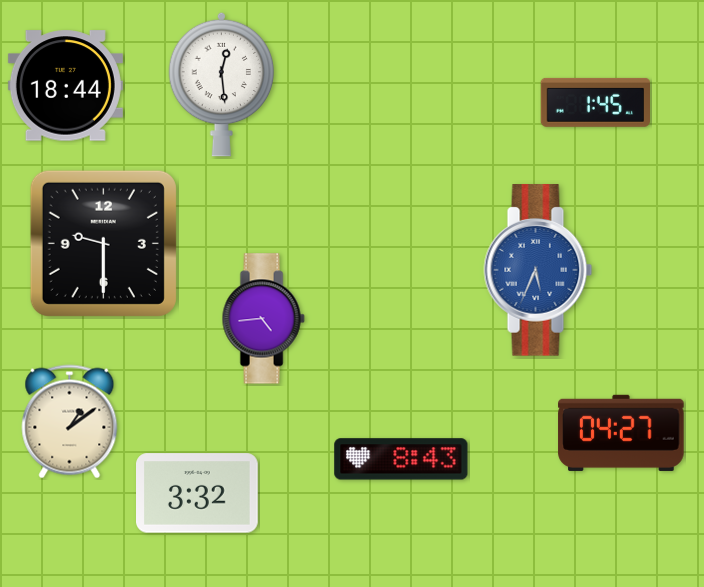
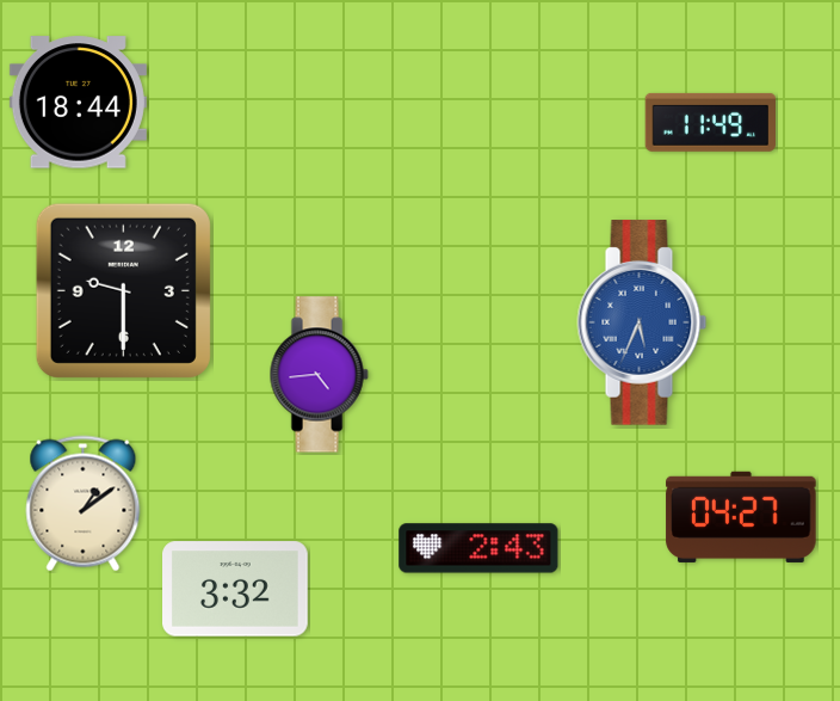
clock at (222, 84): 12:29 -> none
clock at (595, 102): 1:45 -> 11:49
clock at (263, 319) position: (263, 319) -> (319, 375)
clock at (401, 459): 8:43 -> 2:43
